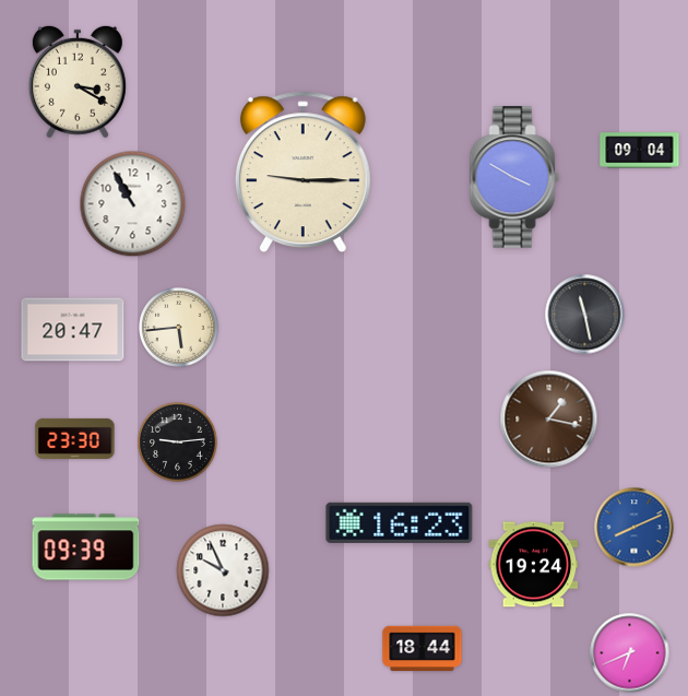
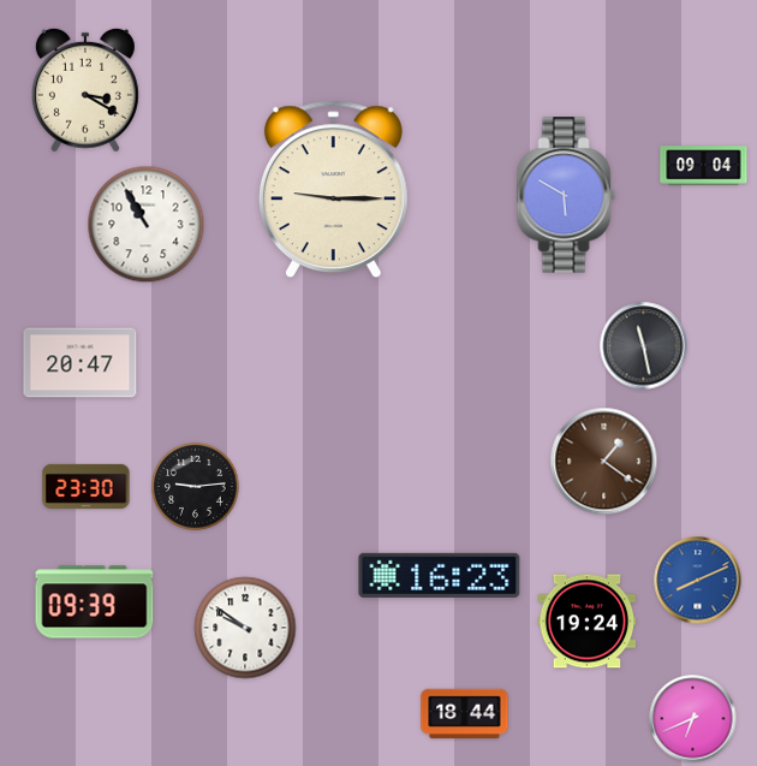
clock at (514, 177): 3:50 -> 5:50
clock at (179, 328): 5:44 -> none
clock at (549, 420): 1:17 -> 1:21
clock at (75, 438) position: (75, 438) -> (87, 486)
clock at (223, 570): 9:56 -> 9:51
